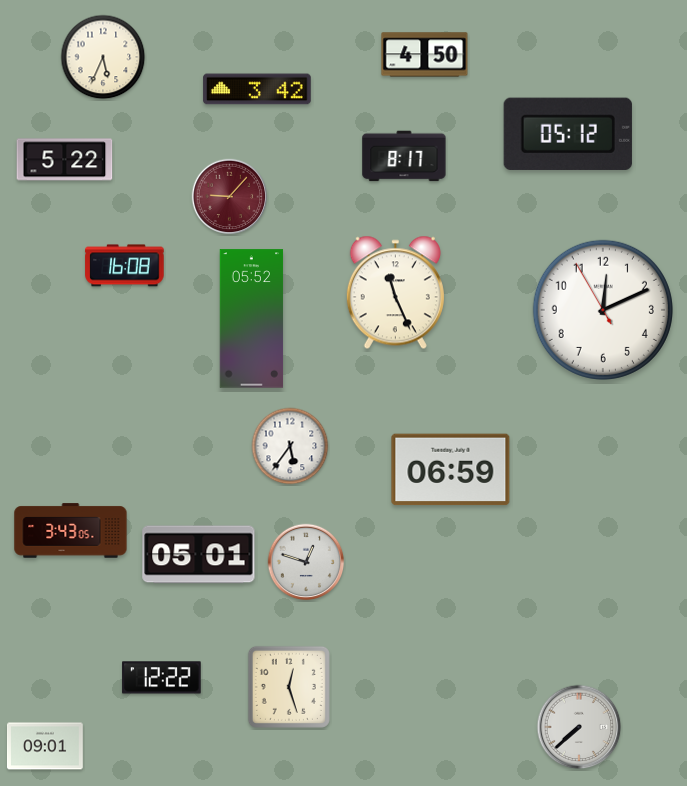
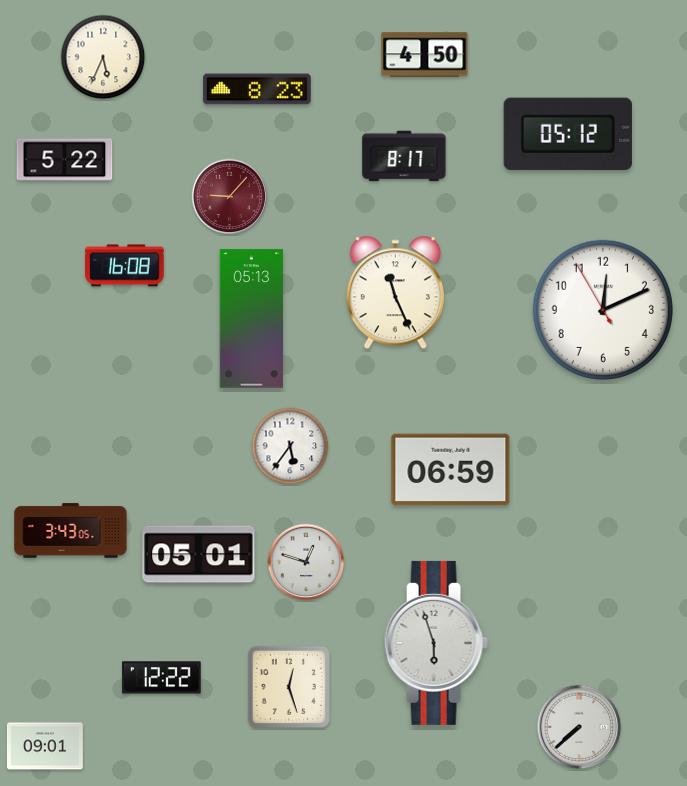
clock at (257, 89): 3:42 -> 8:23
clock at (252, 319): 05:52 -> 05:13
clock at (436, 643): none -> 5:57
